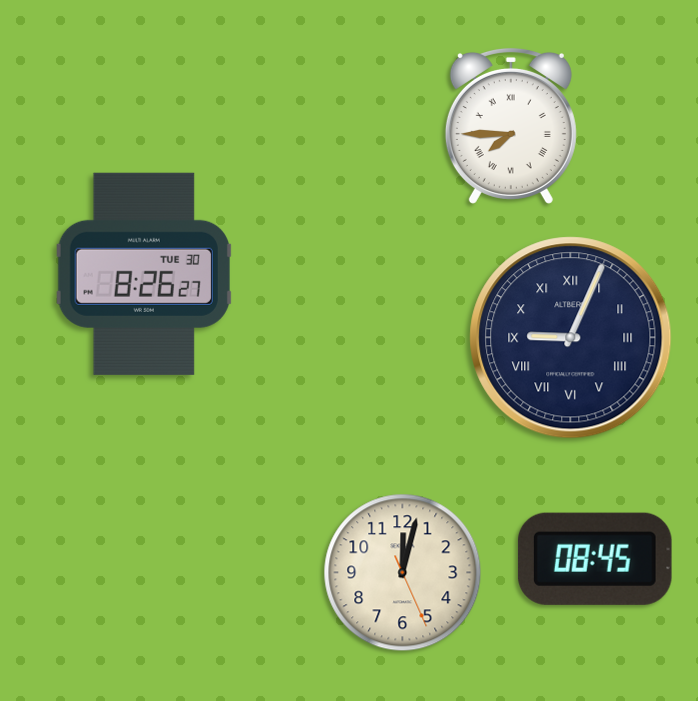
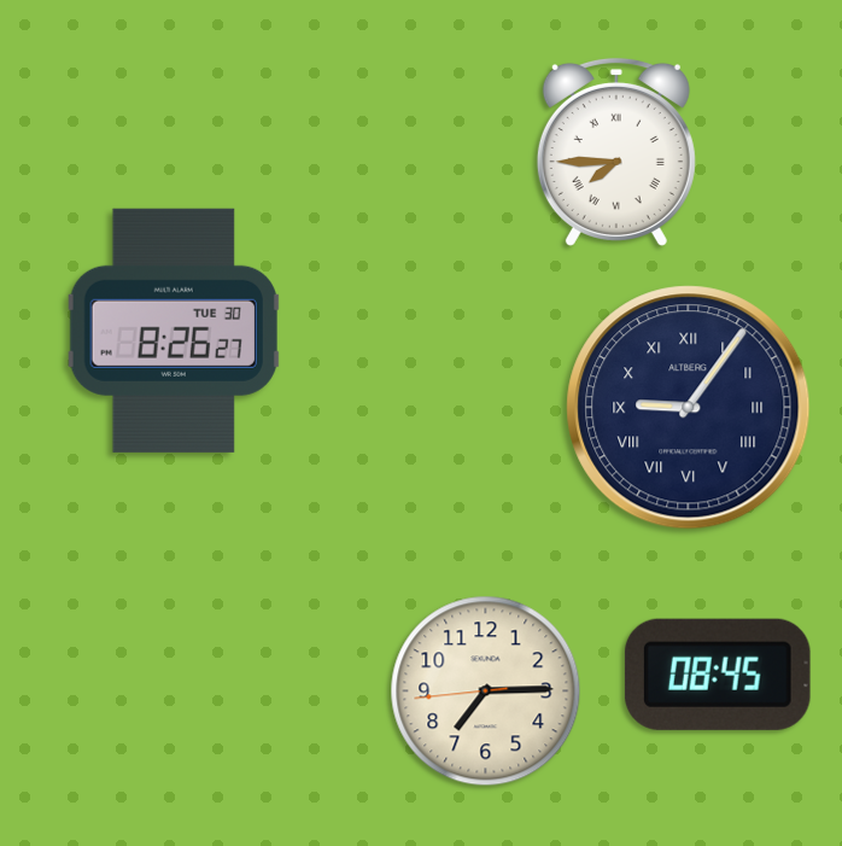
clock at (571, 338): 9:04 -> 9:06
clock at (403, 573): 12:02 -> 7:14
